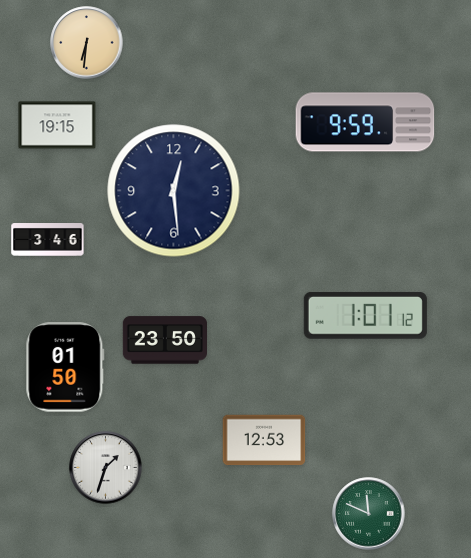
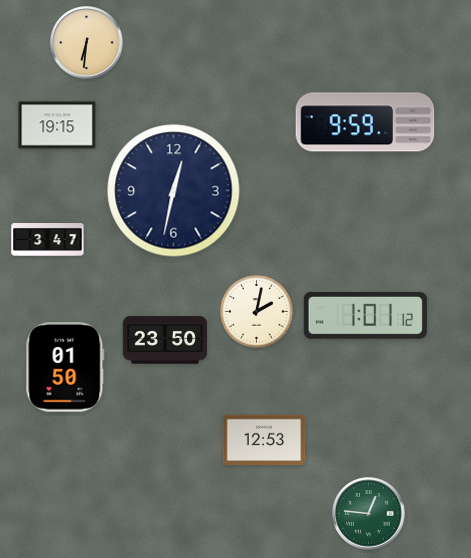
clock at (174, 191): 12:29 -> 12:32
clock at (48, 240): 3:46 -> 3:47
clock at (256, 311): none -> 2:02
clock at (106, 468): 1:33 -> none
clock at (369, 514): 11:49 -> 12:46
